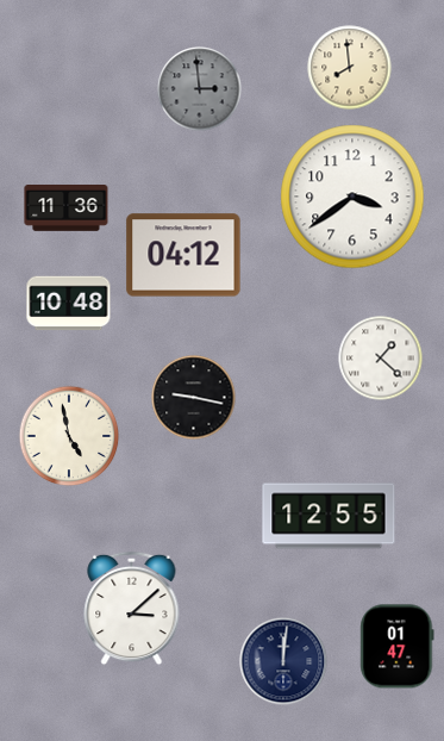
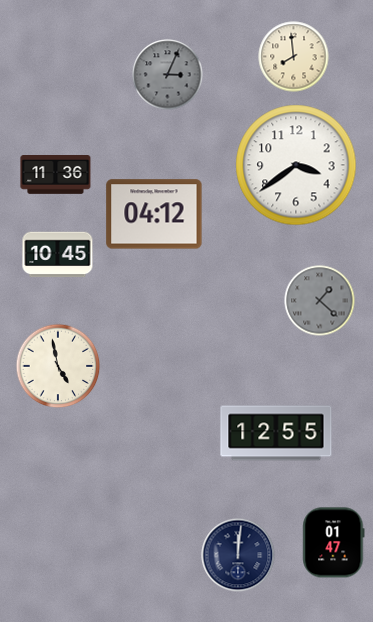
clock at (200, 89): 2:59 -> 3:04
clock at (69, 304): 10:48 -> 10:45
clock at (381, 359) dial: white -> grey
clock at (194, 398): 9:17 -> none
clock at (132, 609): 3:08 -> none
